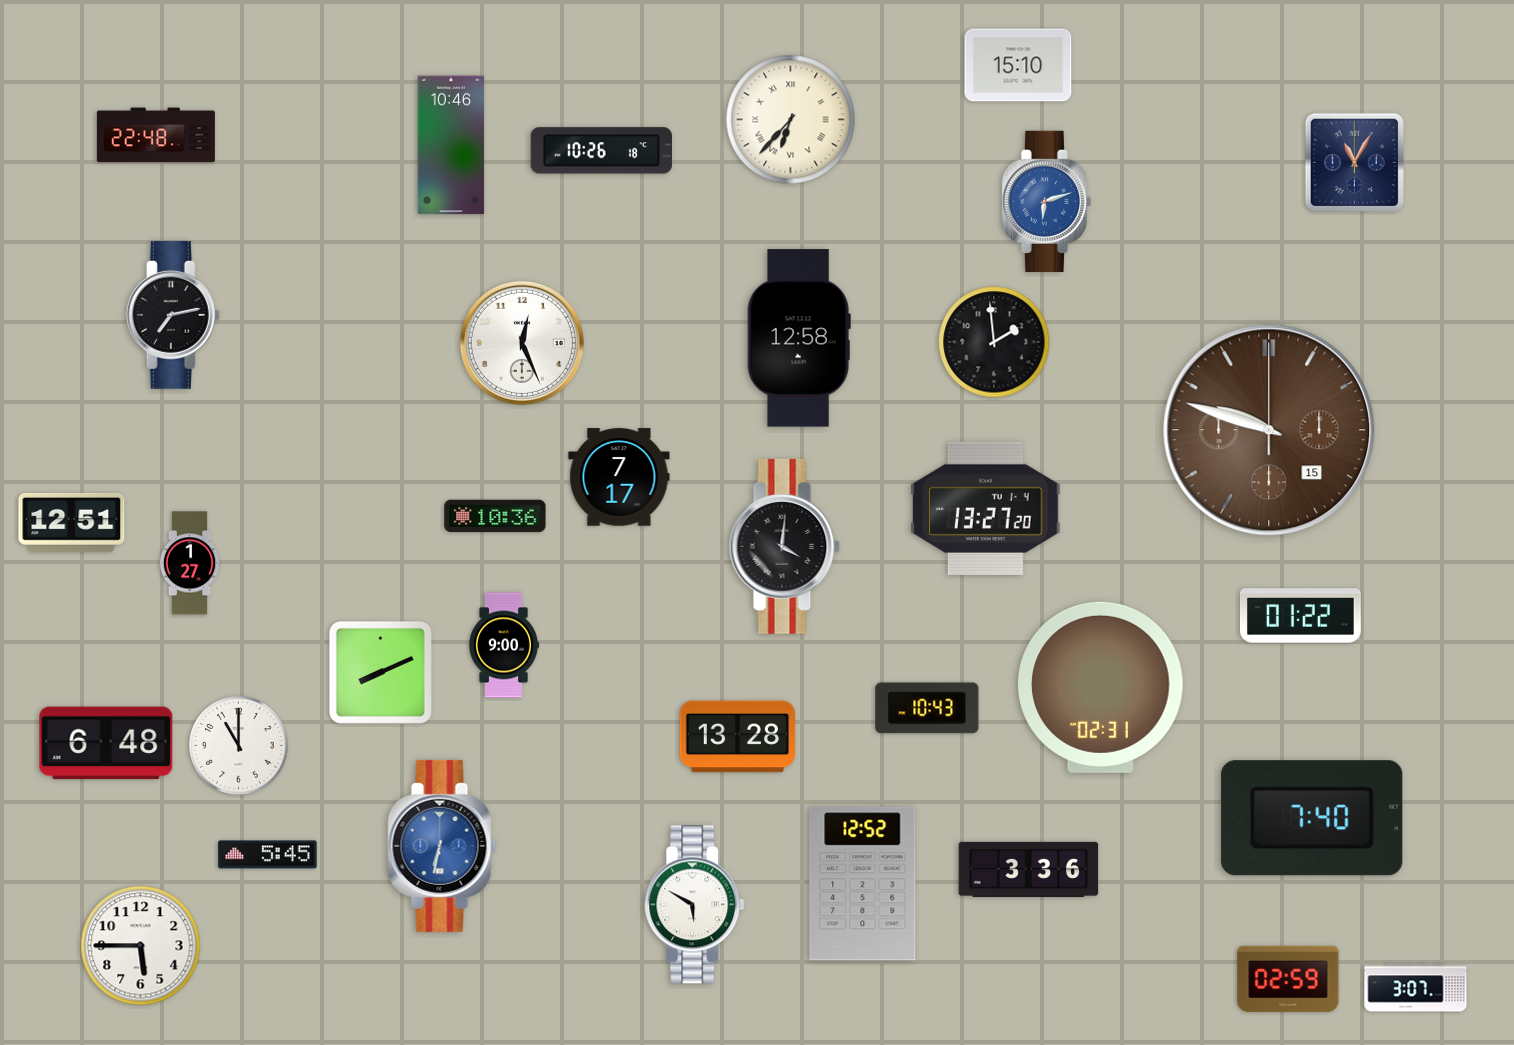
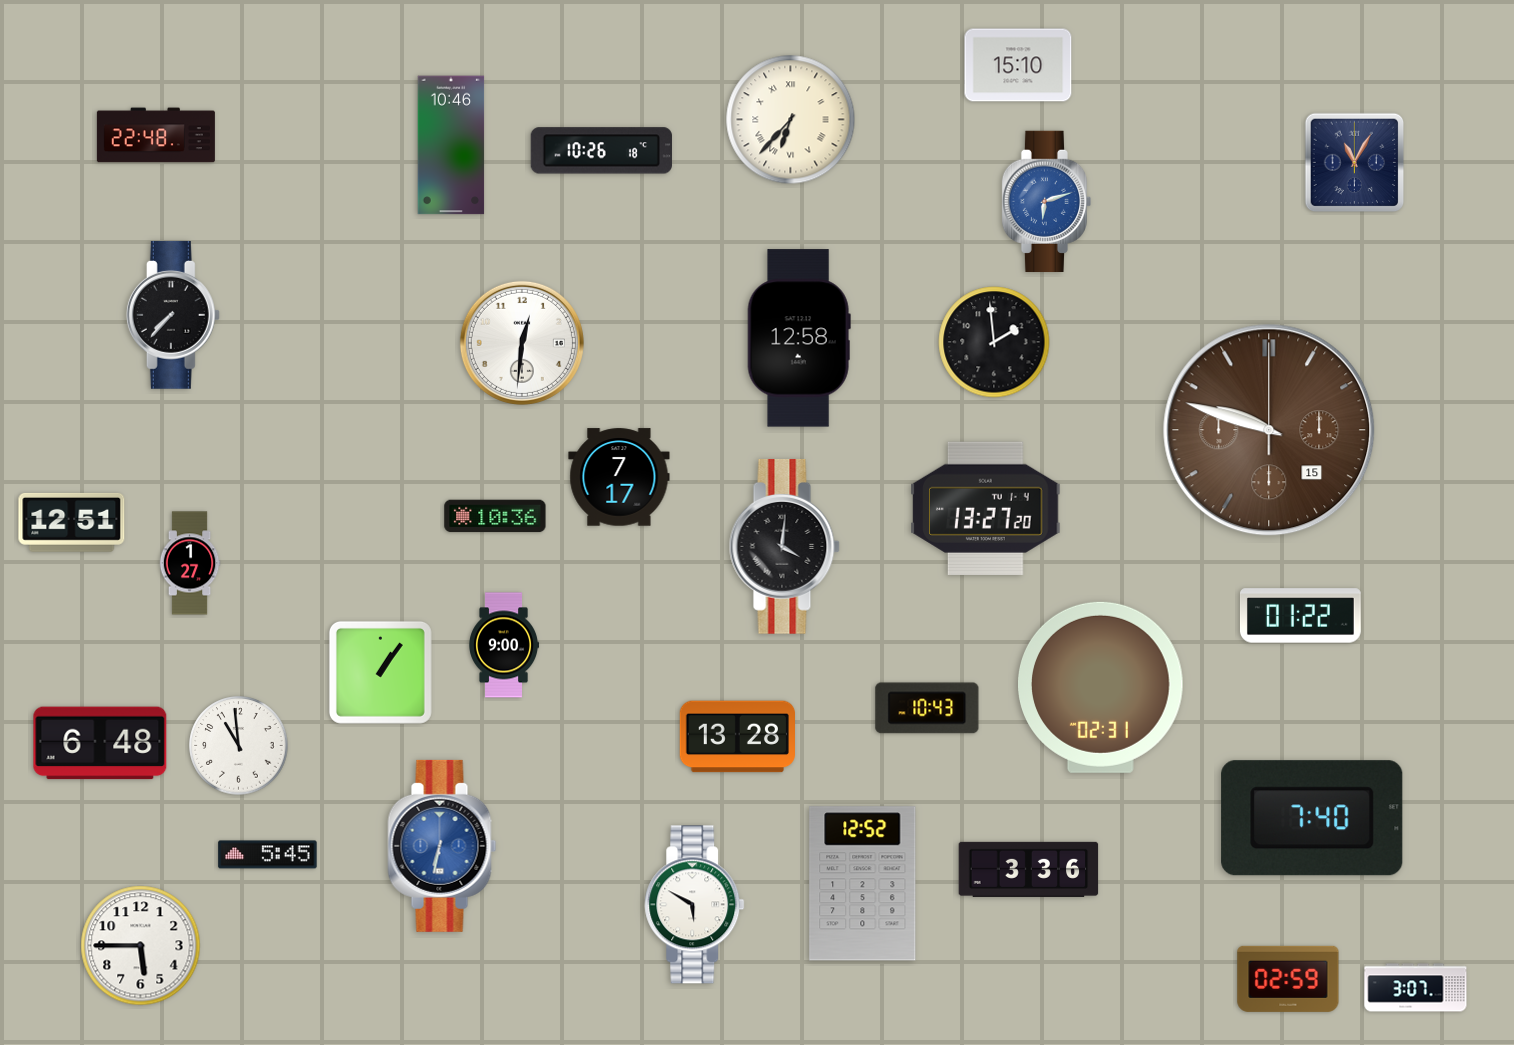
clock at (173, 315): 7:13 -> 7:37
clock at (522, 343): 12:26 -> 12:31
clock at (380, 672): 8:11 -> 1:06
clock at (106, 743) position: (106, 743) -> (100, 743)
clock at (239, 746): 11:00 -> 10:59
